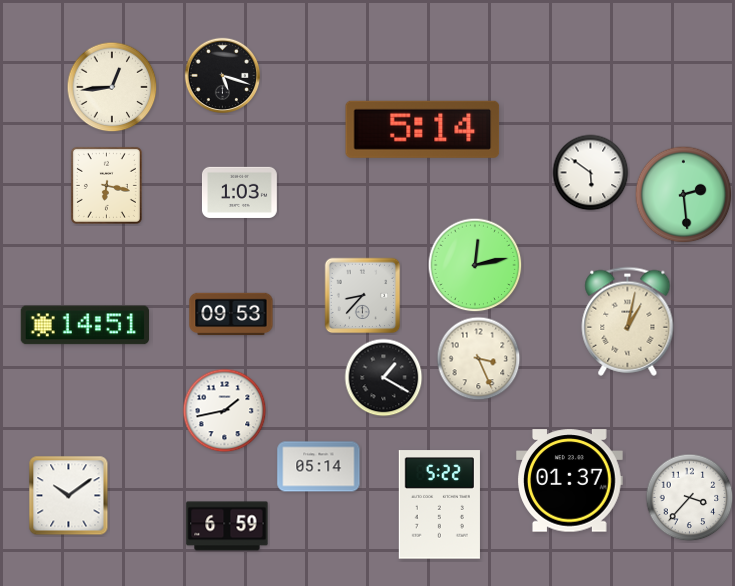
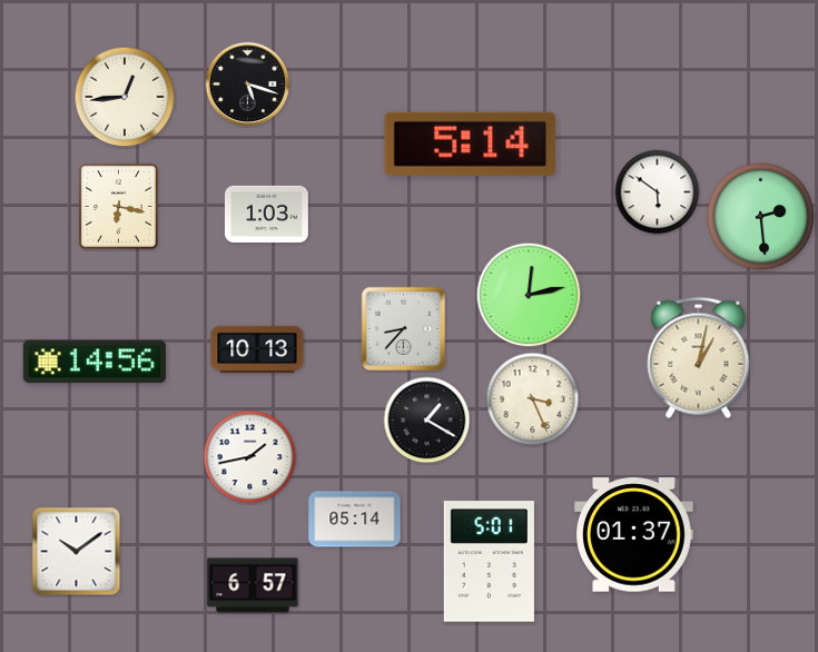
clock at (231, 314): 09:53 -> 10:13
clock at (84, 325): 14:51 -> 14:56
clock at (690, 498): 3:37 -> none
clock at (439, 505): 5:22 -> 5:01
clock at (227, 526): 6:59 -> 6:57
